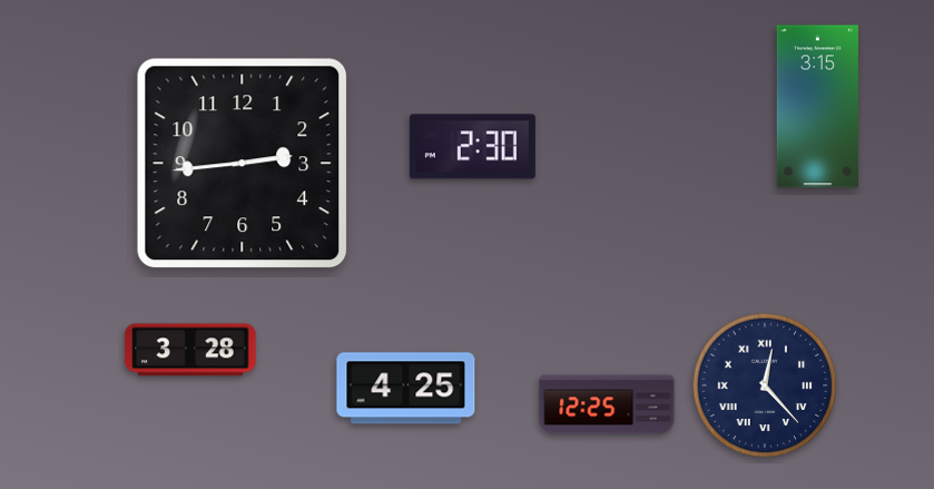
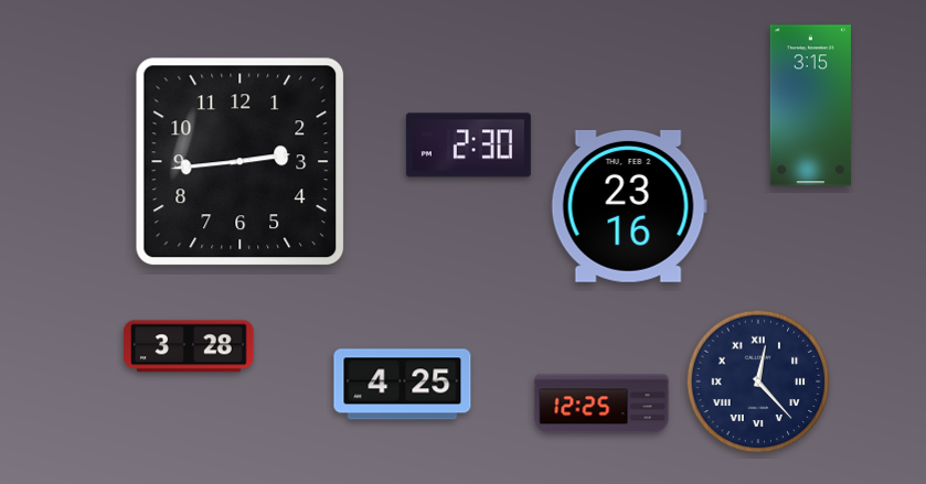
clock at (629, 206): none -> 23:16
clock at (607, 404) position: (607, 404) -> (602, 404)
